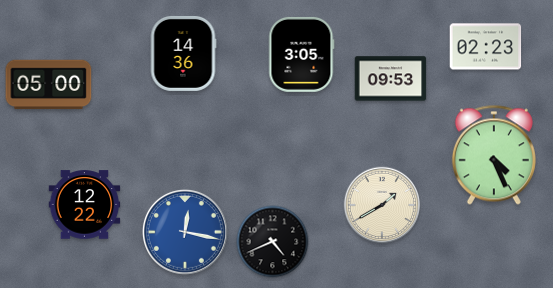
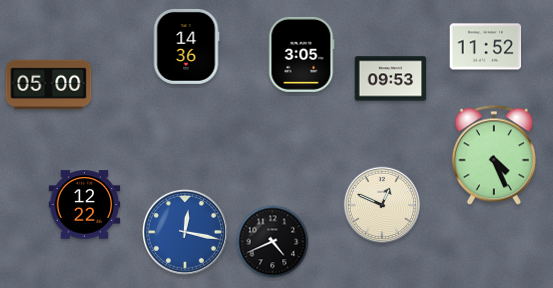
clock at (486, 47): 02:23 -> 11:52
clock at (183, 53) position: (183, 53) -> (186, 46)
clock at (382, 205): 1:40 -> 12:49
